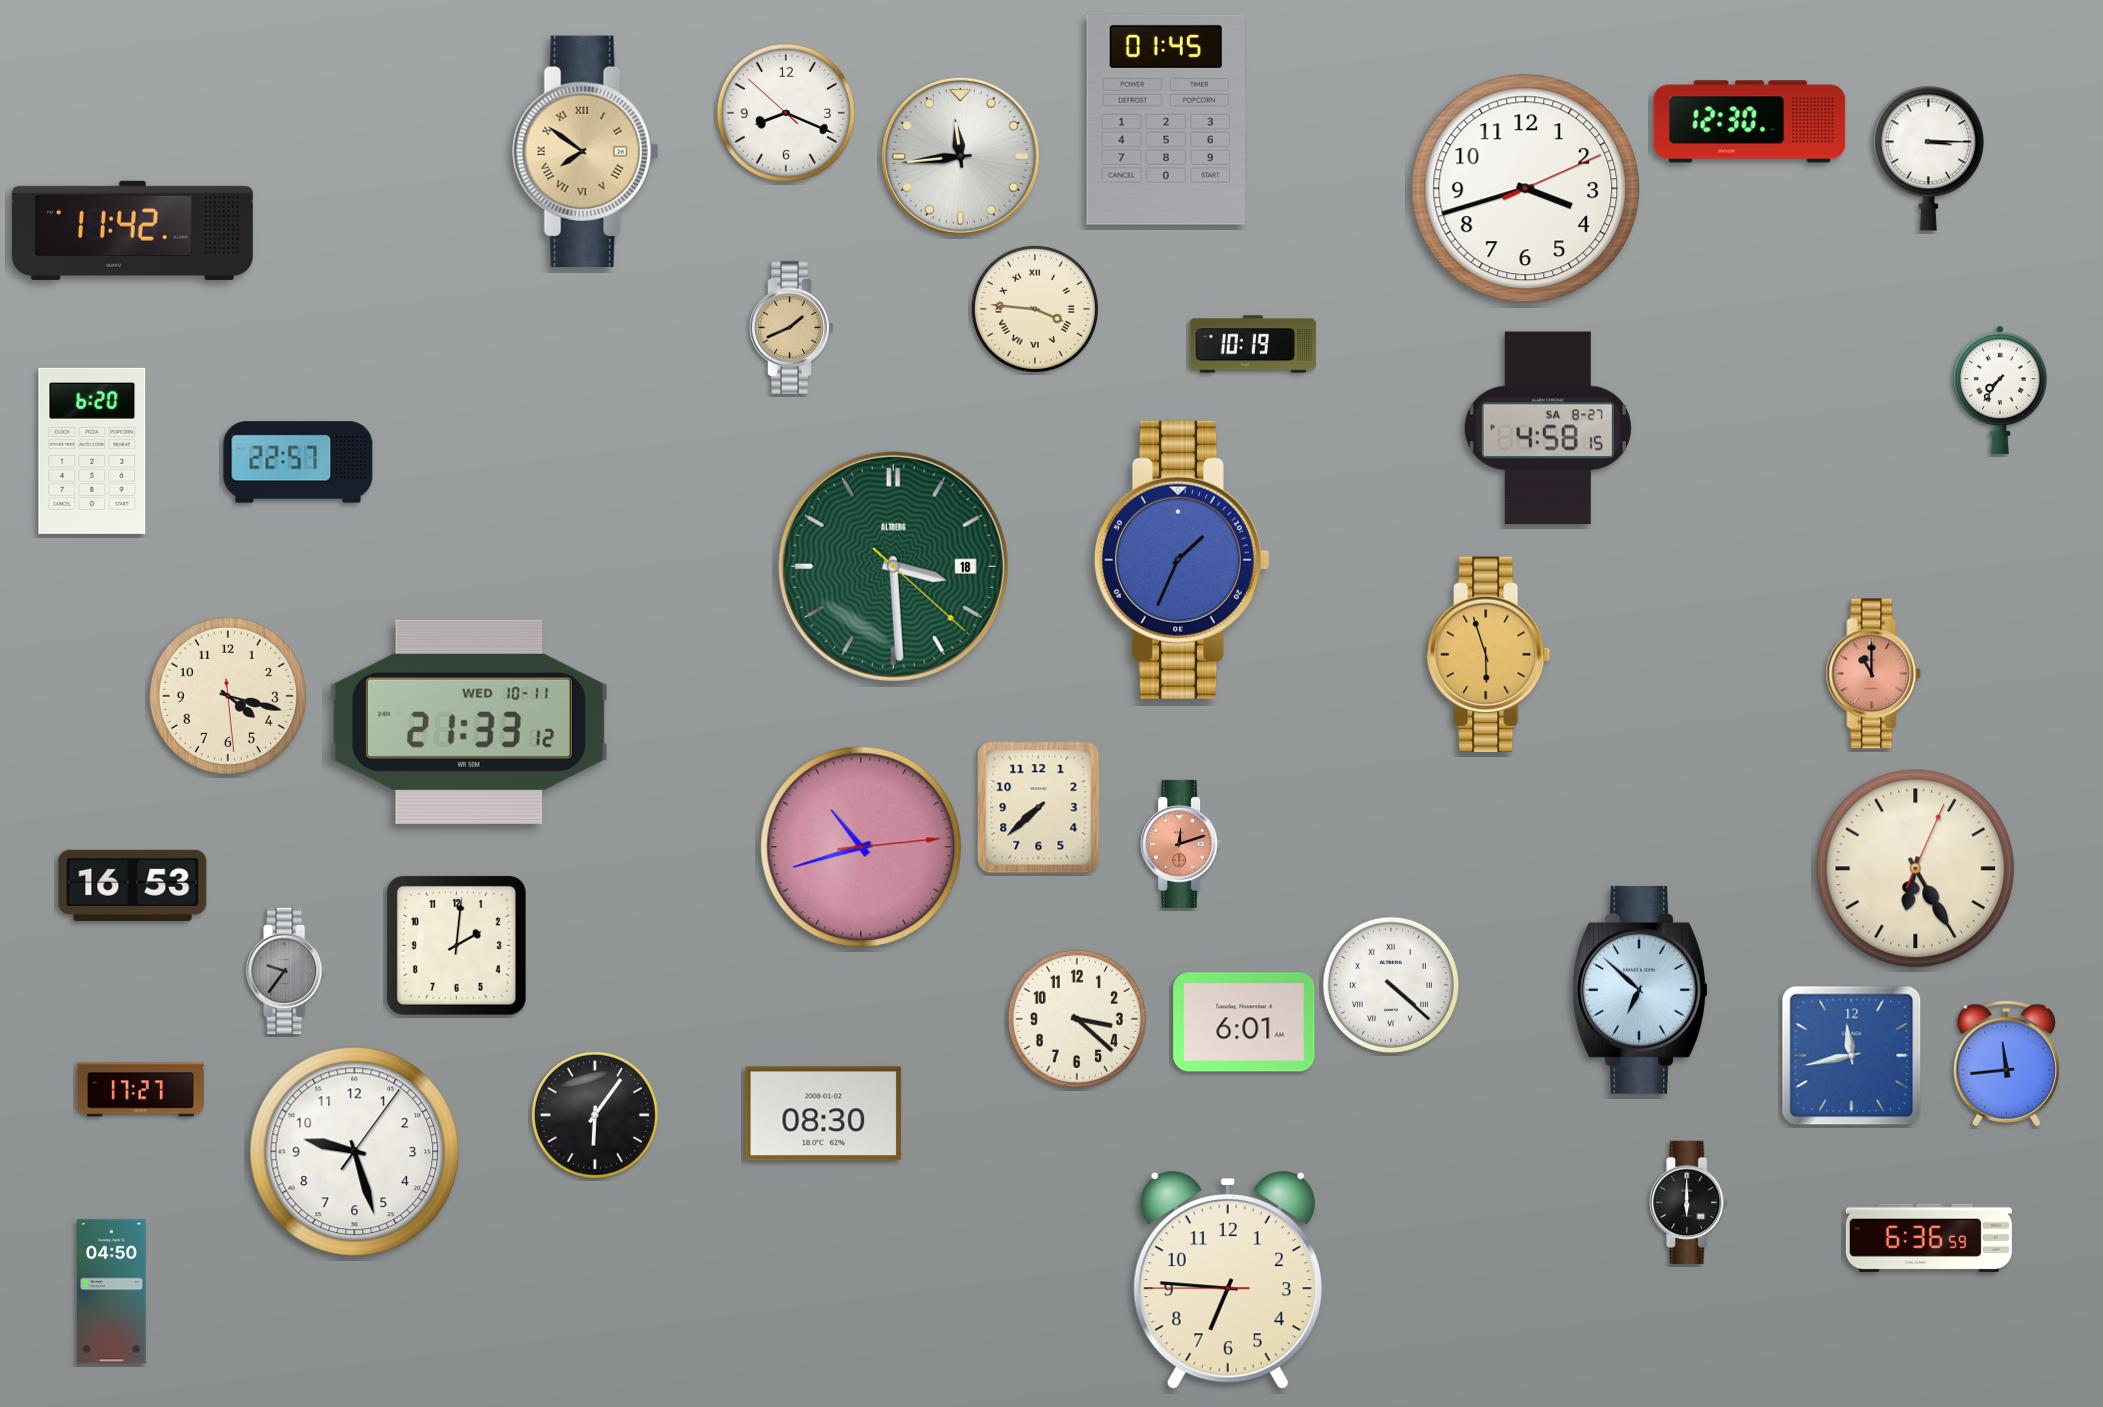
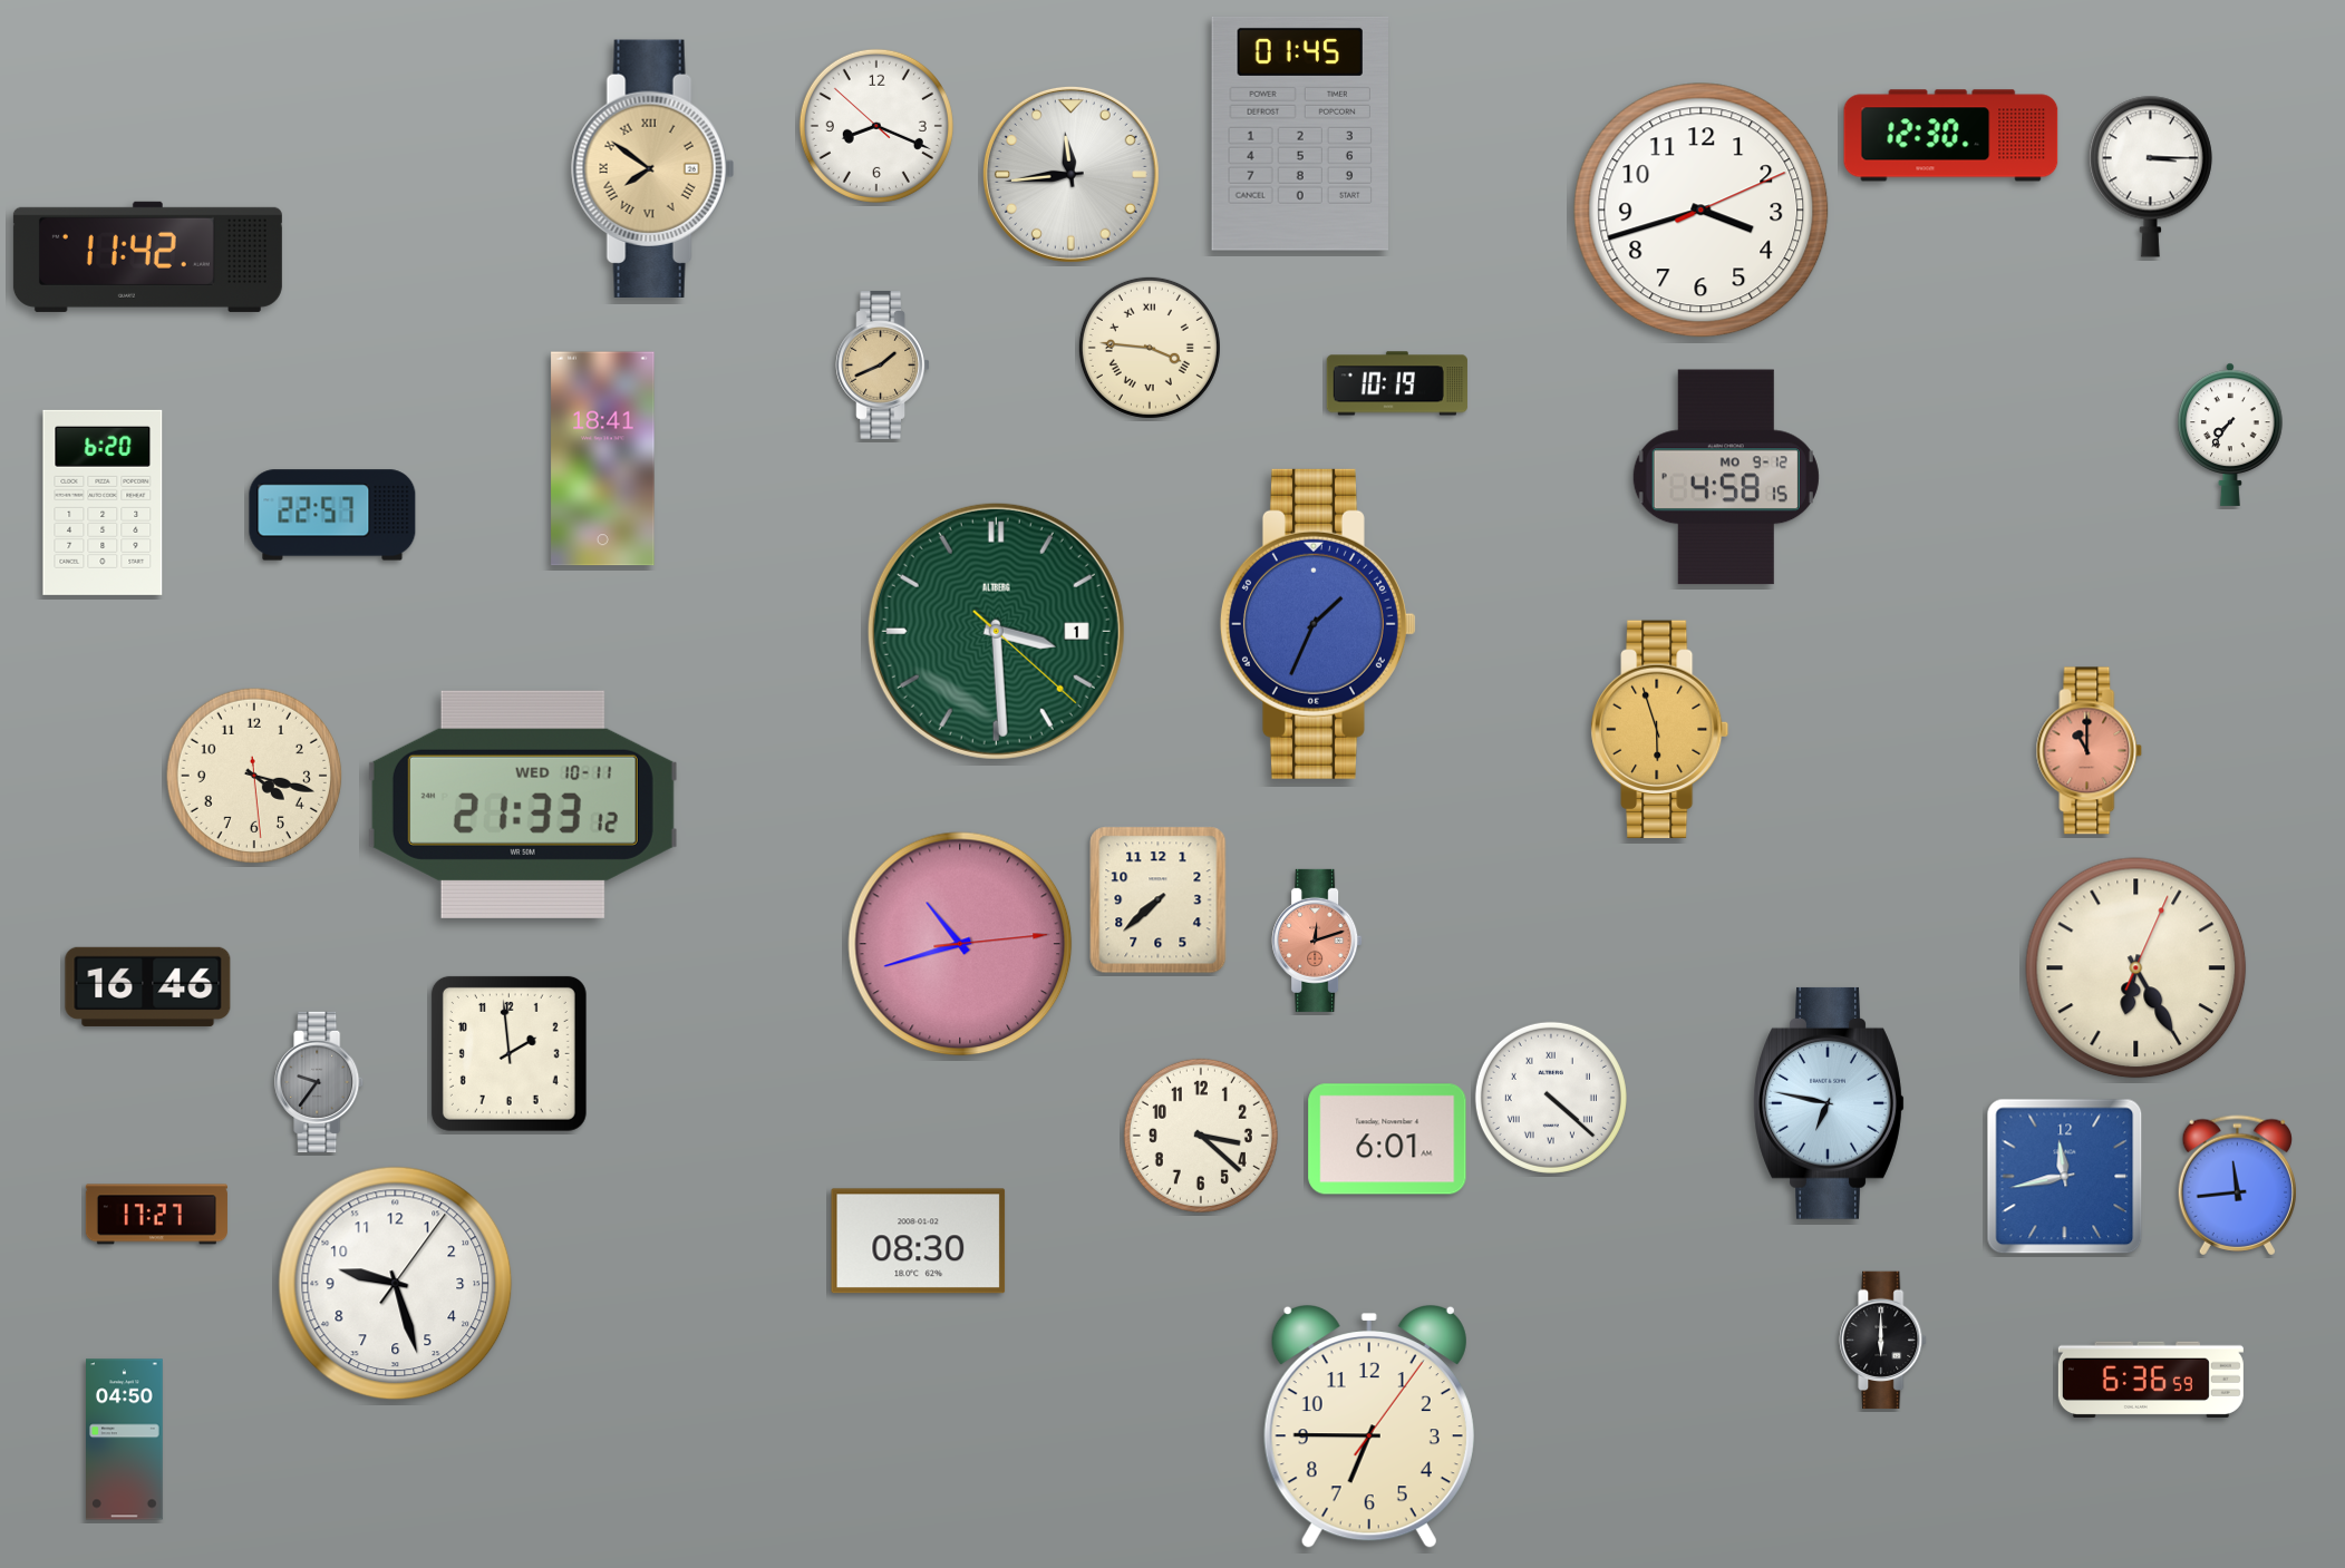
clock at (1035, 309) position: (1035, 309) -> (1150, 348)
clock at (603, 459): none -> 18:41
clock at (1548, 428) date: SA 8-27 -> MO 9-12
clock at (893, 566) date: 18 -> 1
clock at (133, 885): 16:53 -> 16:46
clock at (456, 945): 2:01 -> 1:59
clock at (1640, 990): 6:52 -> 6:47
clock at (595, 1115): 6:06 -> none
clock at (1228, 1280): 6:45:45 -> 6:45:06
